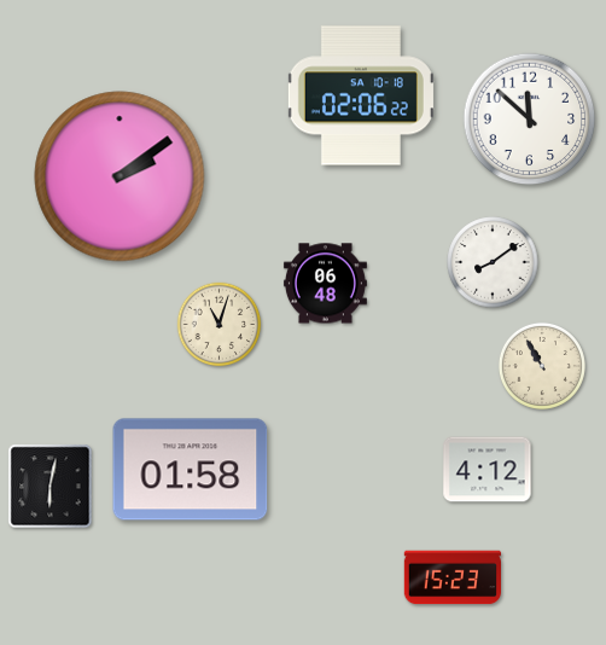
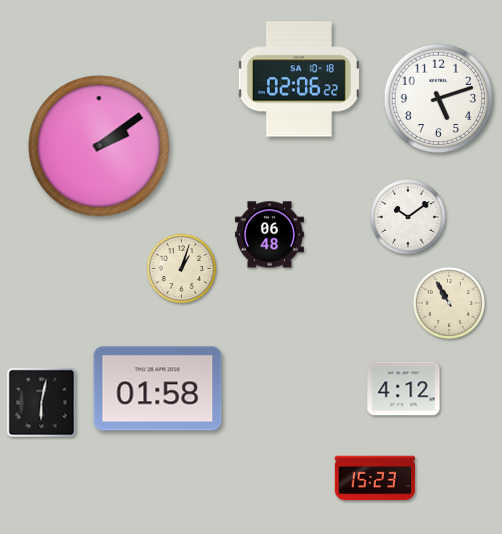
clock at (530, 120): 11:52 -> 5:12
clock at (493, 262): 8:09 -> 10:09
clock at (220, 325): 11:03 -> 1:03
